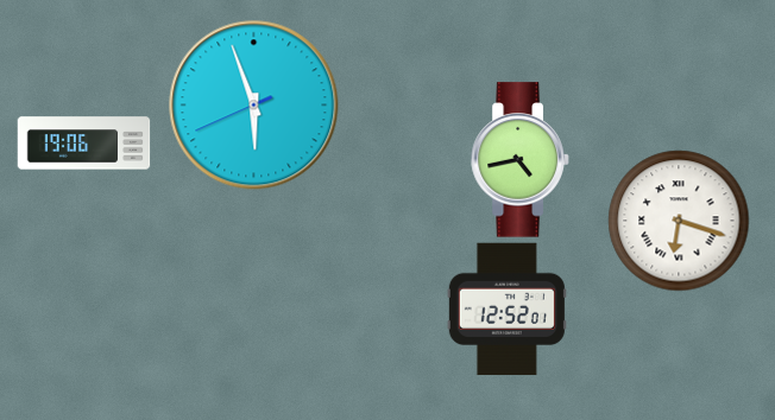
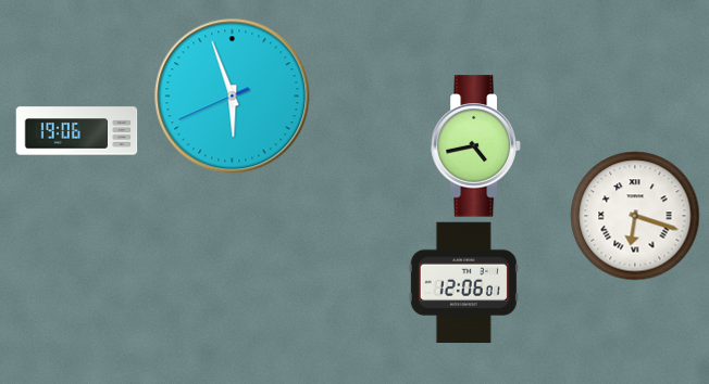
clock at (679, 221) position: (679, 221) -> (635, 216)
clock at (506, 310): 12:52 -> 12:06
